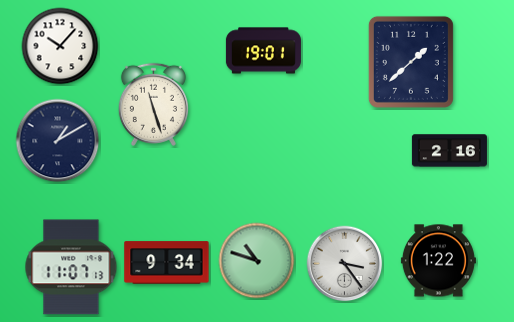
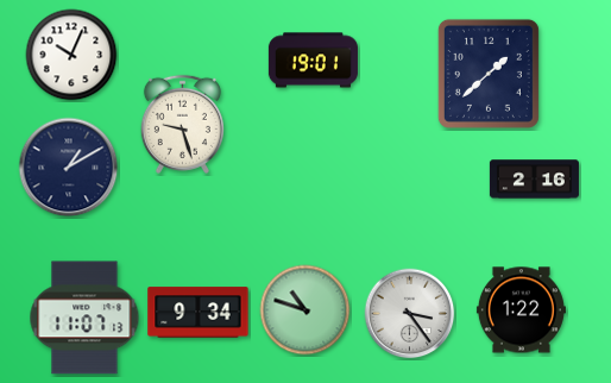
clock at (60, 46): 10:07 -> 10:04
clock at (153, 104): 11:27 -> 9:27
